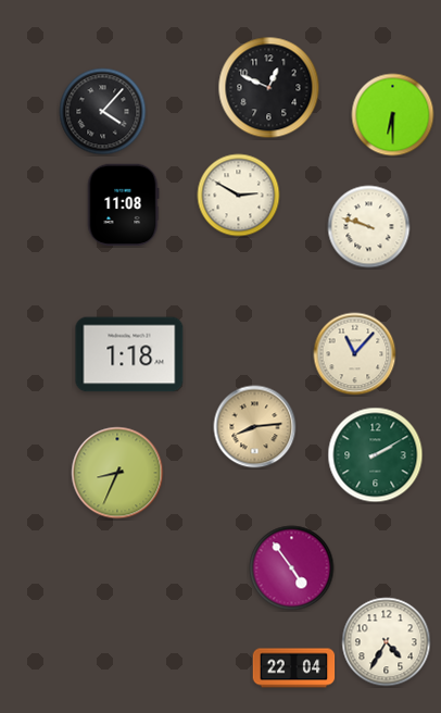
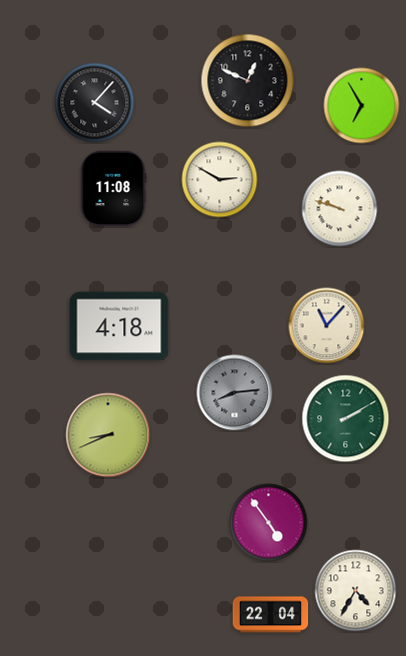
clock at (393, 115): 6:30 -> 6:55
clock at (129, 354): 1:18 -> 4:18
clock at (255, 427) dial: champagne -> grey
clock at (117, 473): 8:34 -> 8:41
